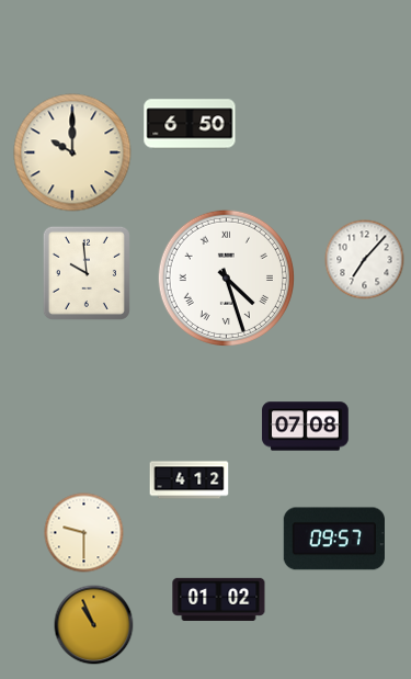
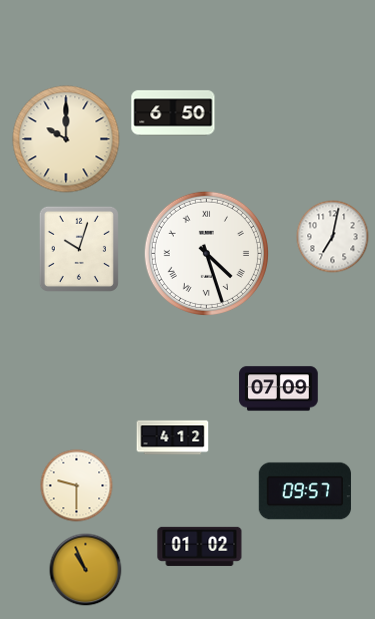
clock at (365, 260): 7:07 -> 7:02
clock at (87, 273): 9:59 -> 10:03
clock at (306, 427): 07:08 -> 07:09
